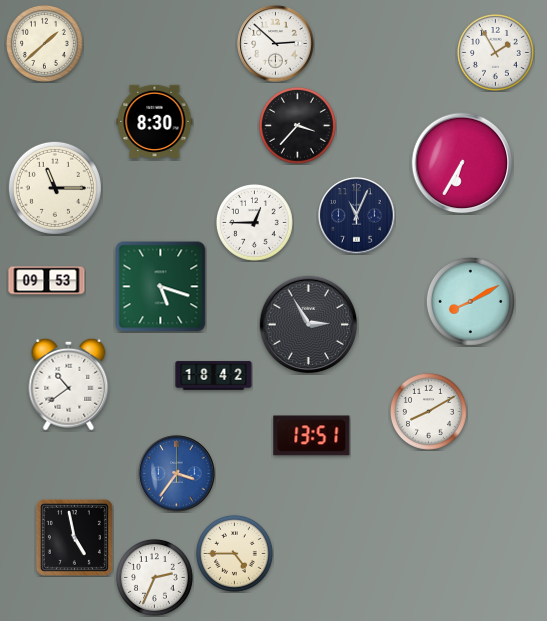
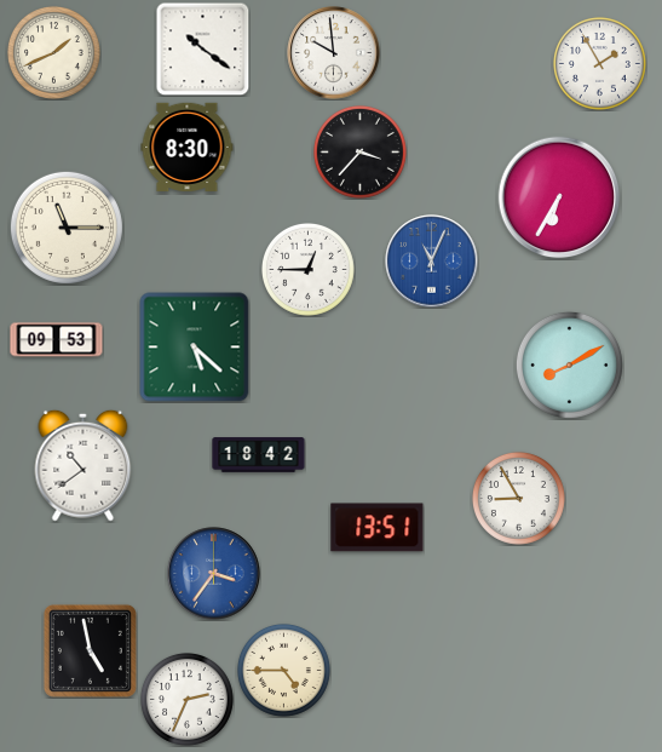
clock at (202, 48): none -> 10:21
clock at (44, 43): 1:38 -> 1:41
clock at (276, 44): 2:52 -> 9:59
clock at (357, 216) dial: navy -> blue
clock at (161, 287): 5:18 -> 5:22
clock at (309, 325): 2:55 -> none
clock at (428, 411): 8:10 -> 8:55
